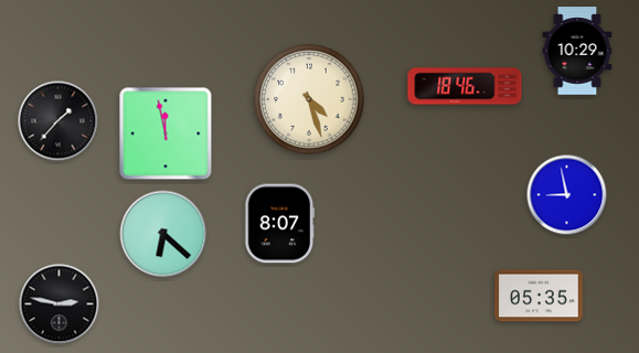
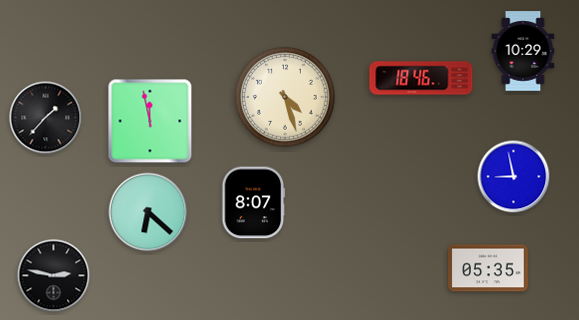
clock at (577, 51) position: (577, 51) -> (523, 51)
clock at (309, 99) position: (309, 99) -> (285, 97)
clock at (58, 121) position: (58, 121) -> (46, 118)
